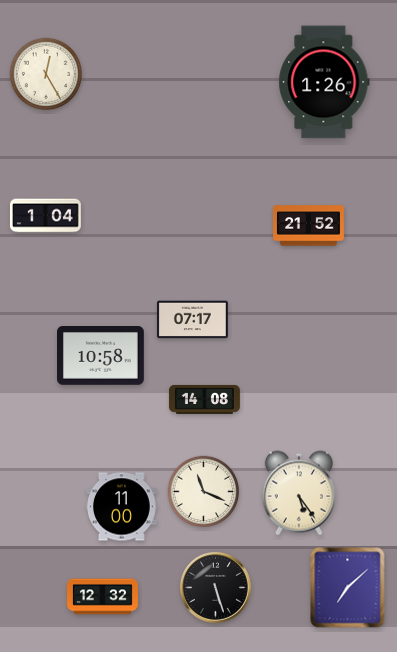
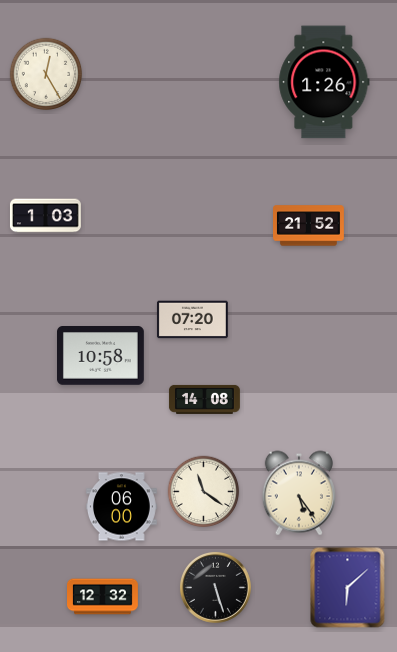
clock at (45, 216): 1:04 -> 1:03
clock at (192, 320): 07:17 -> 07:20
clock at (204, 492): 11:19 -> 11:21
clock at (121, 507): 11:00 -> 06:00
clock at (348, 588): 7:08 -> 6:08
